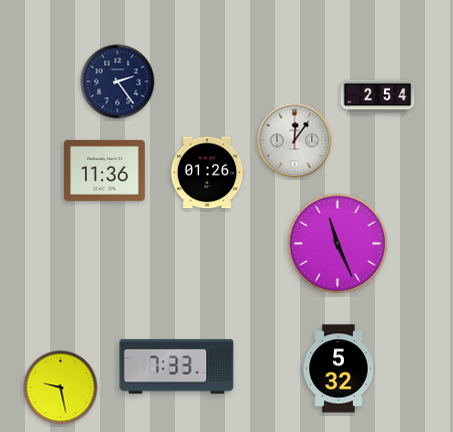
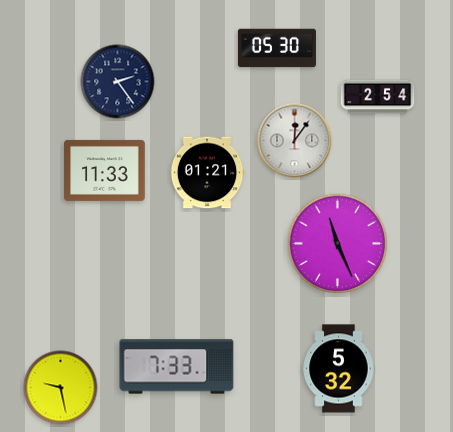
clock at (277, 48): none -> 05:30
clock at (105, 170): 11:36 -> 11:33
clock at (207, 173): 01:26 -> 01:21
